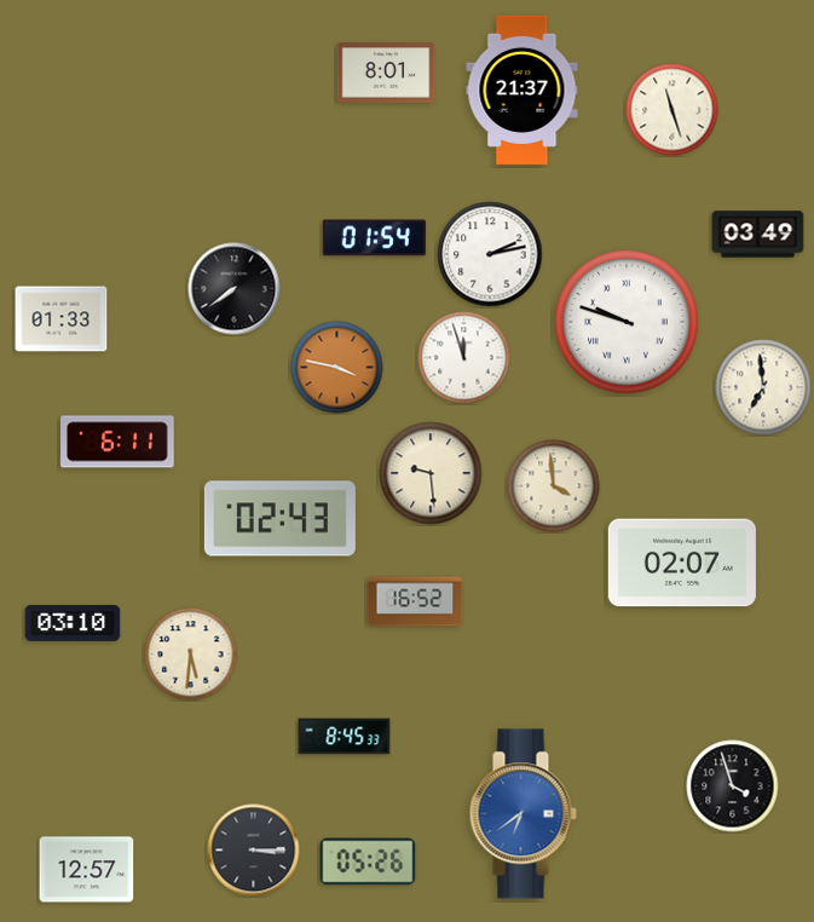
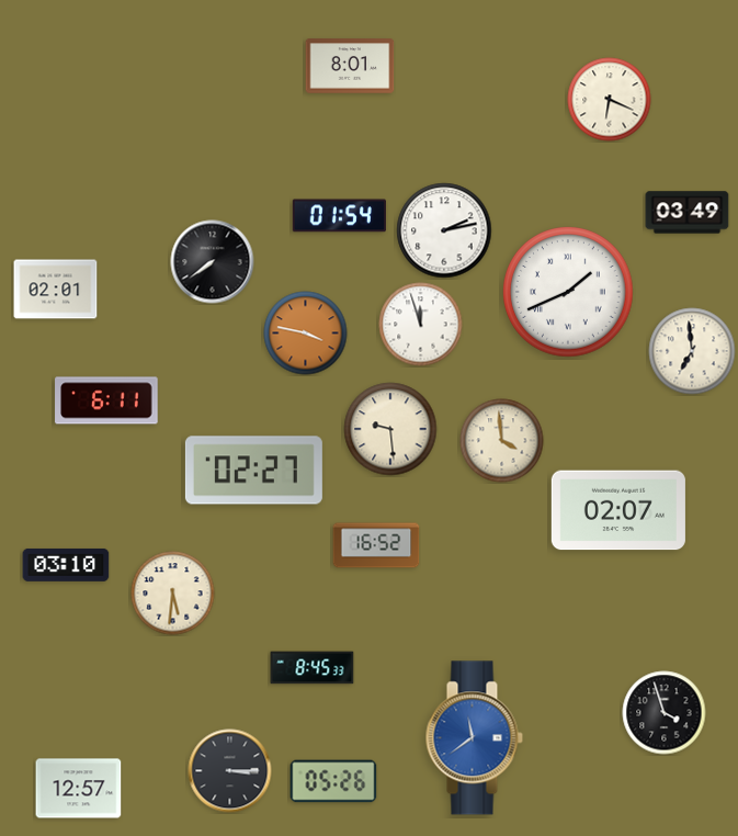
clock at (523, 90): 21:37 -> none
clock at (672, 110): 11:27 -> 6:19
clock at (62, 319): 01:33 -> 02:01
clock at (627, 322): 9:48 -> 1:41
clock at (279, 519): 02:43 -> 02:27
clock at (523, 814): 6:39 -> 11:39
